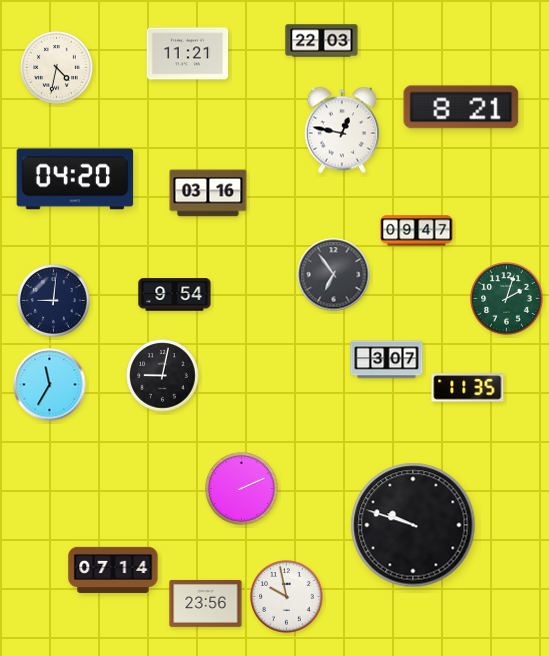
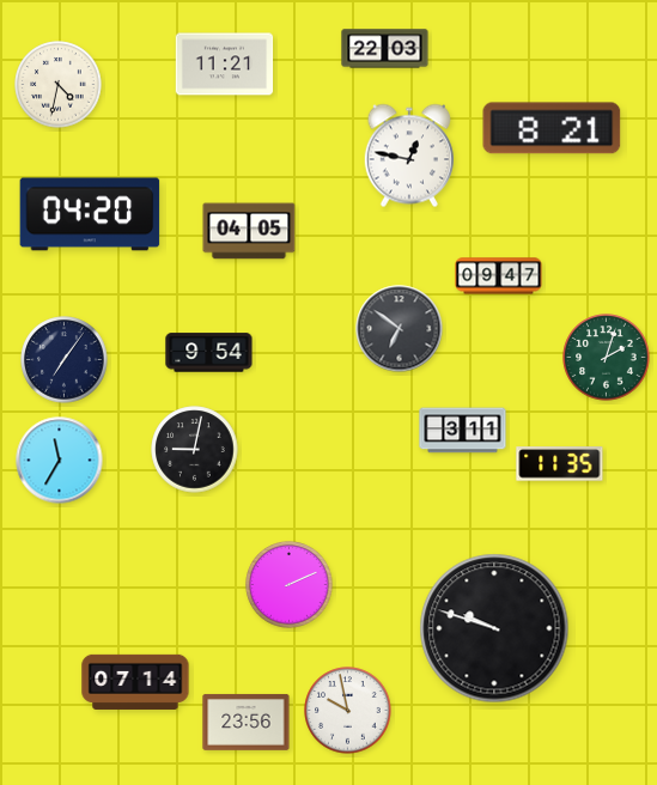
clock at (57, 68) position: (57, 68) -> (59, 85)
clock at (208, 193): 03:16 -> 04:05
clock at (334, 275): 6:54 -> 6:51
clock at (54, 301): 9:01 -> 7:06
clock at (387, 360): 3:07 -> 3:11
clock at (287, 597) position: (287, 597) -> (348, 711)
